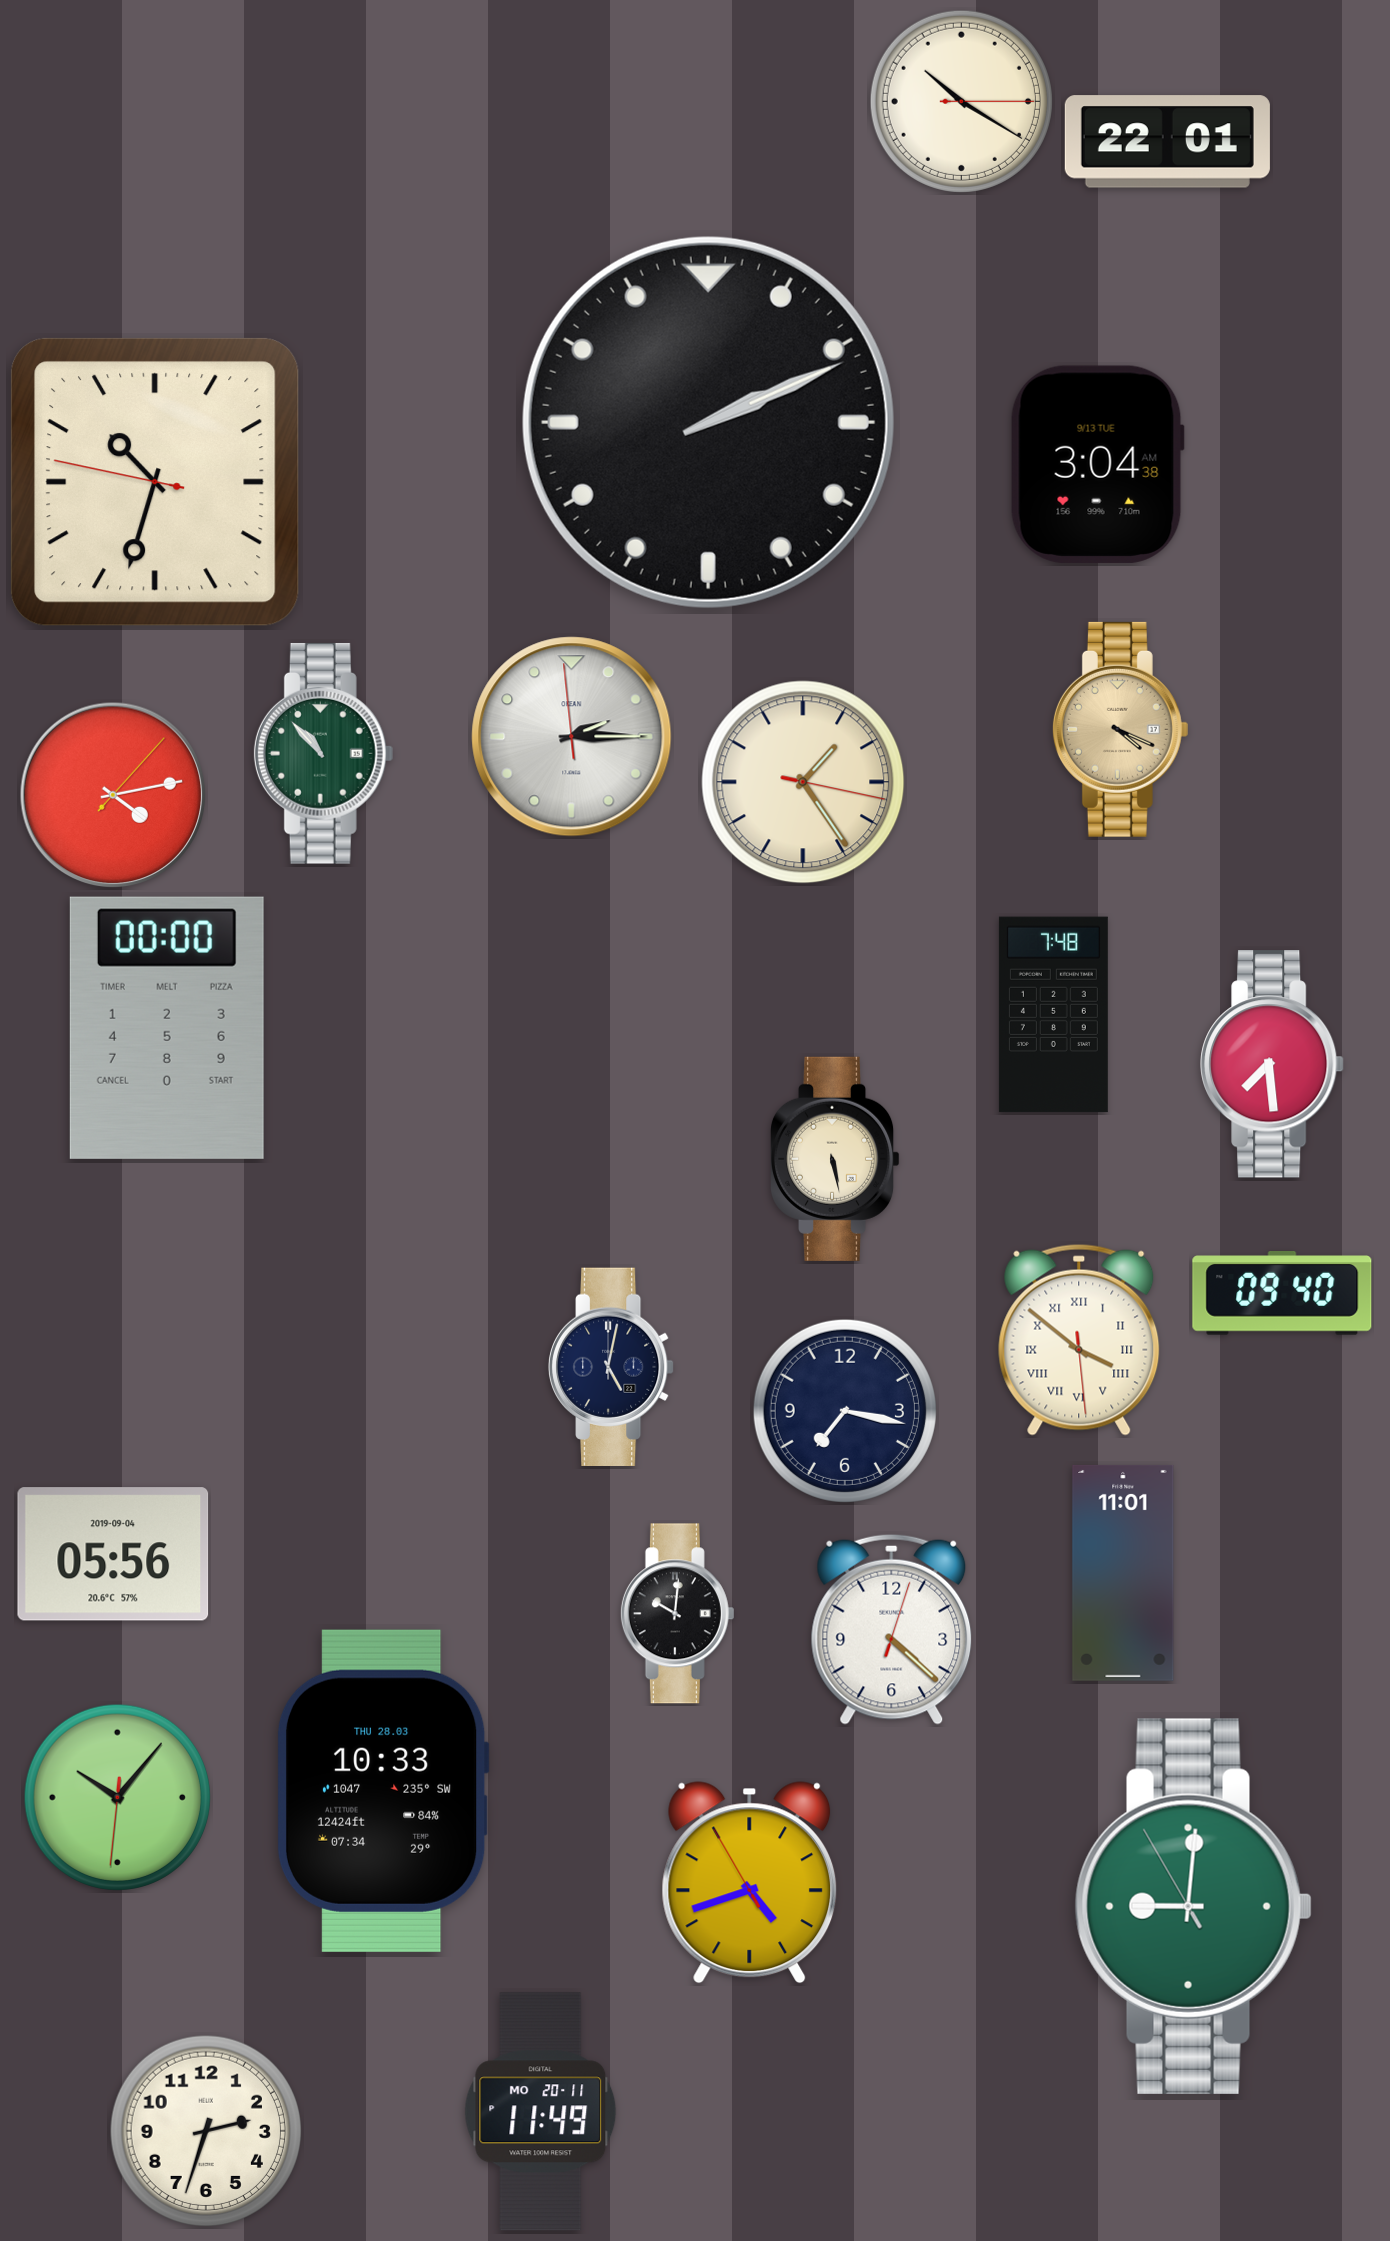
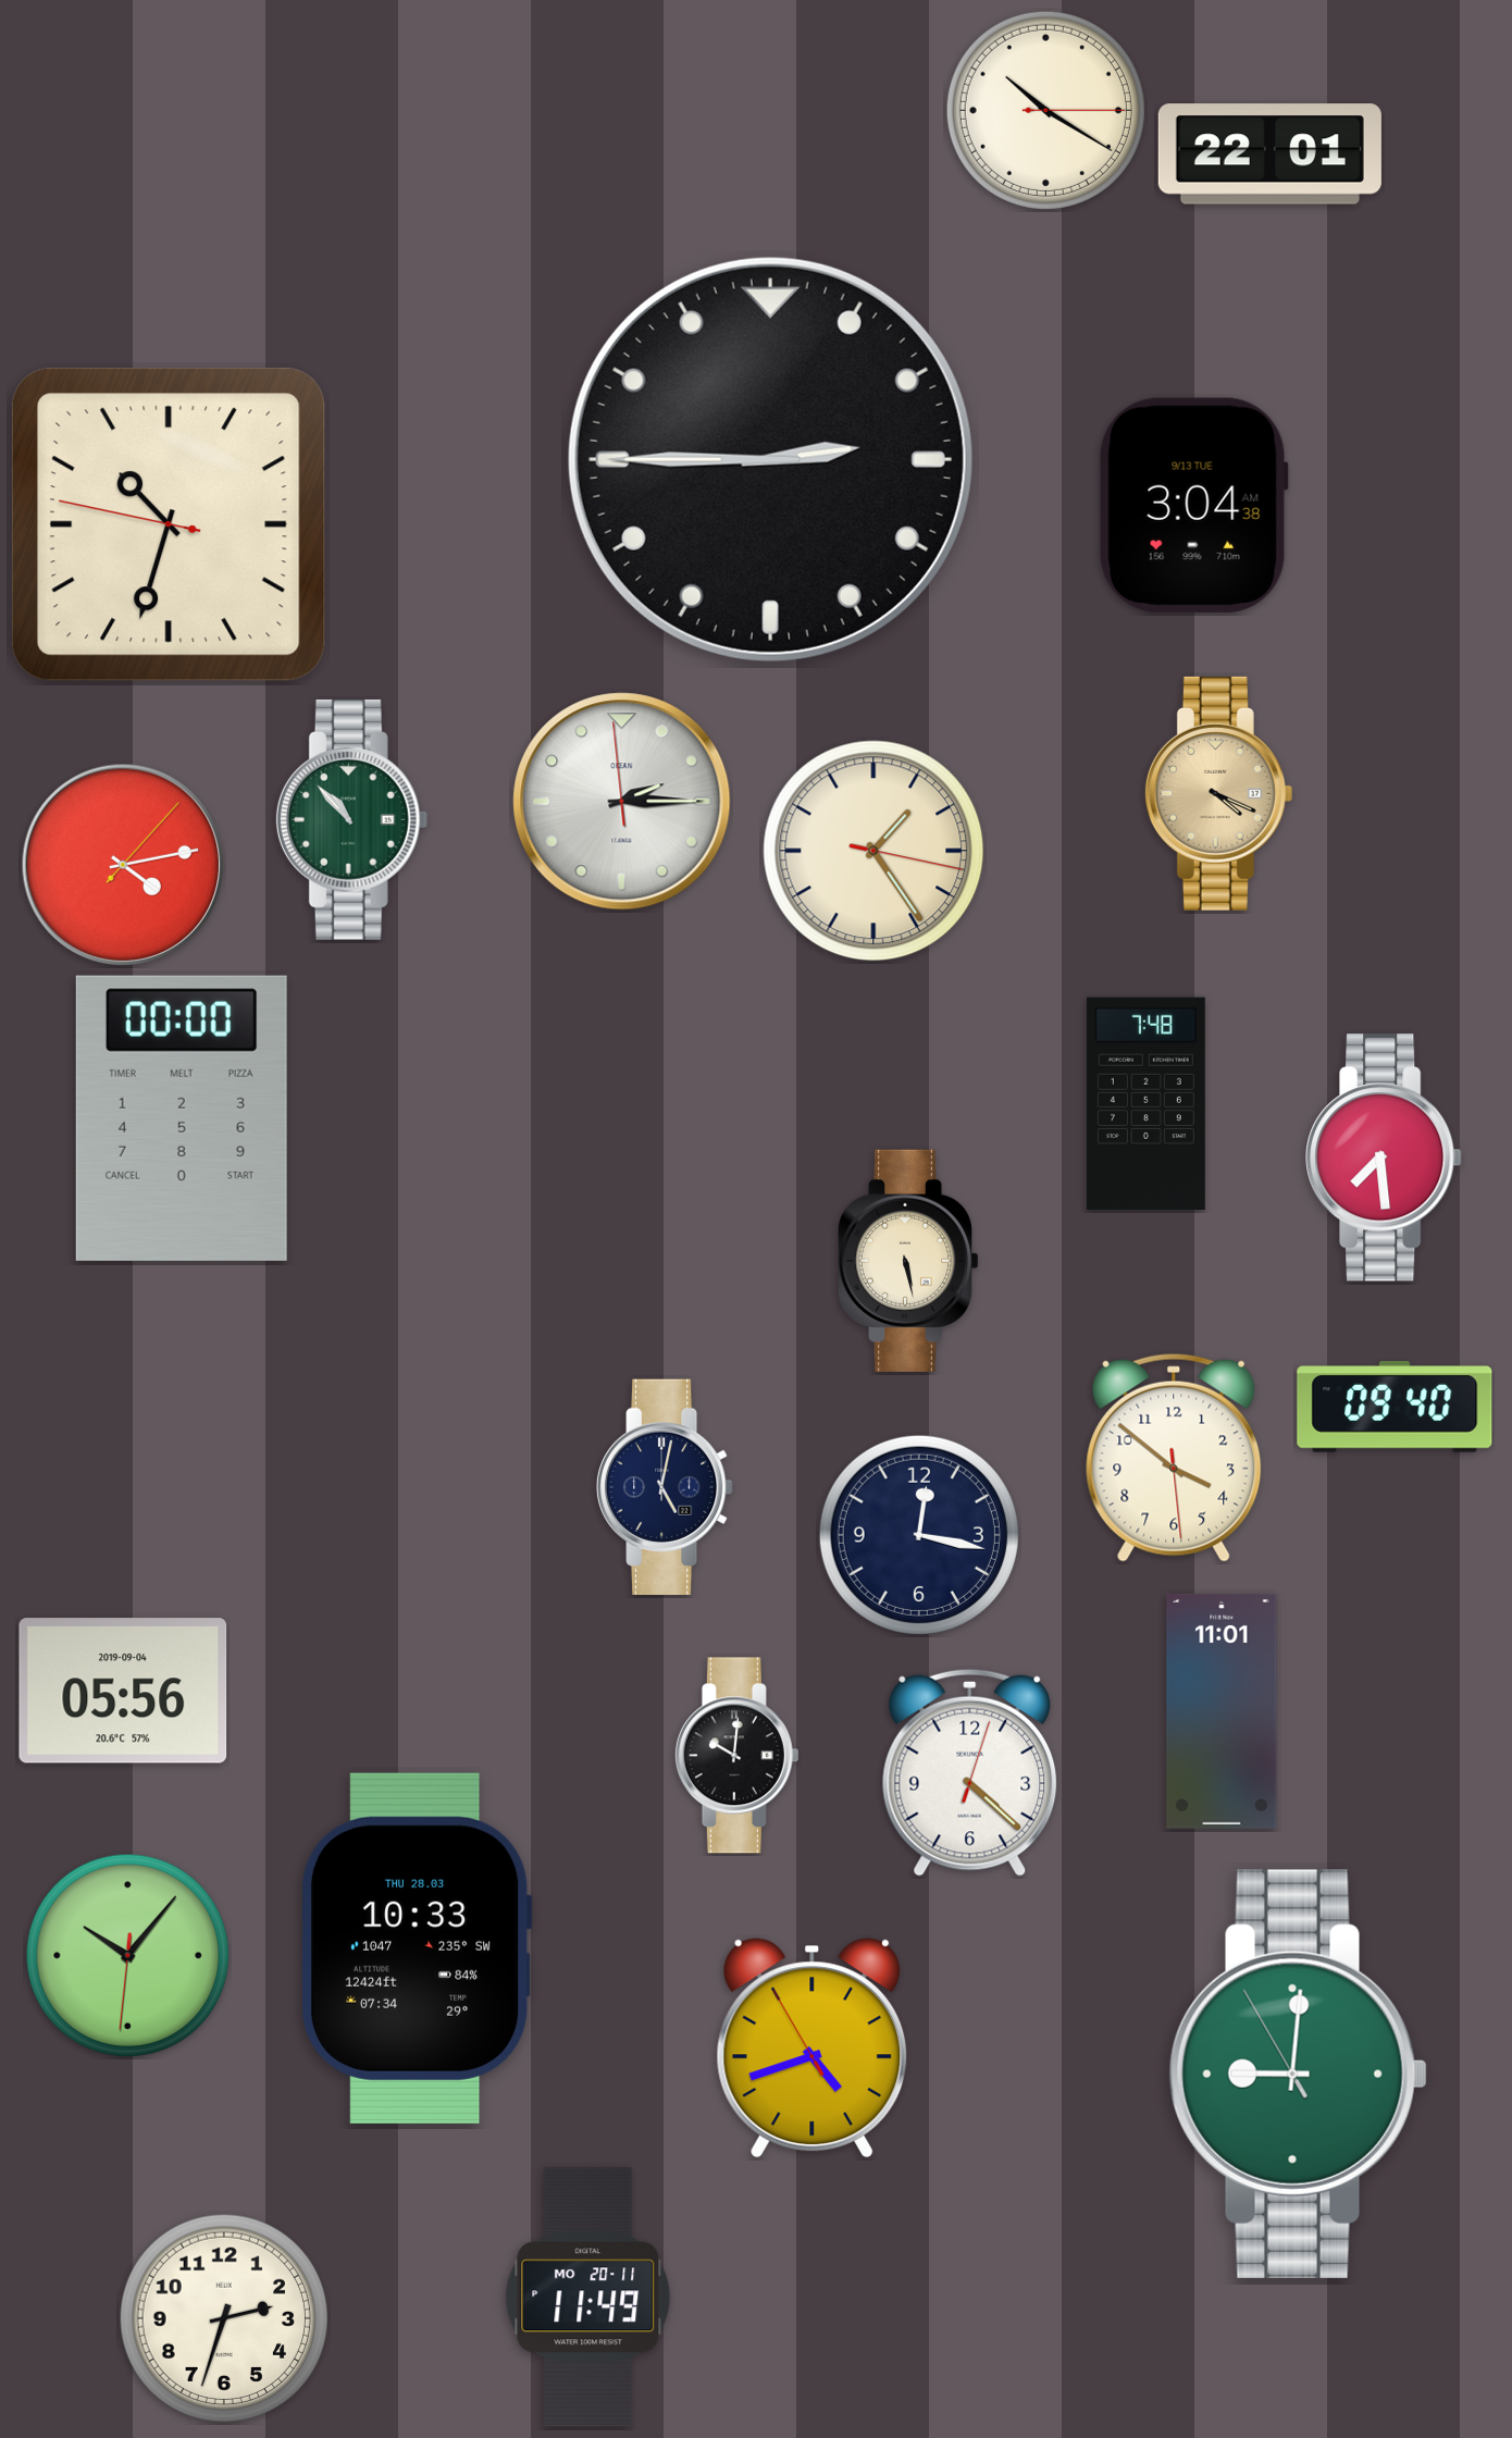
clock at (708, 422): 2:11 -> 2:45
clock at (1079, 1340) numerals: Roman -> Arabic
clock at (845, 1411): 7:17 -> 12:17
clock at (750, 1883) position: (750, 1883) -> (813, 2049)
